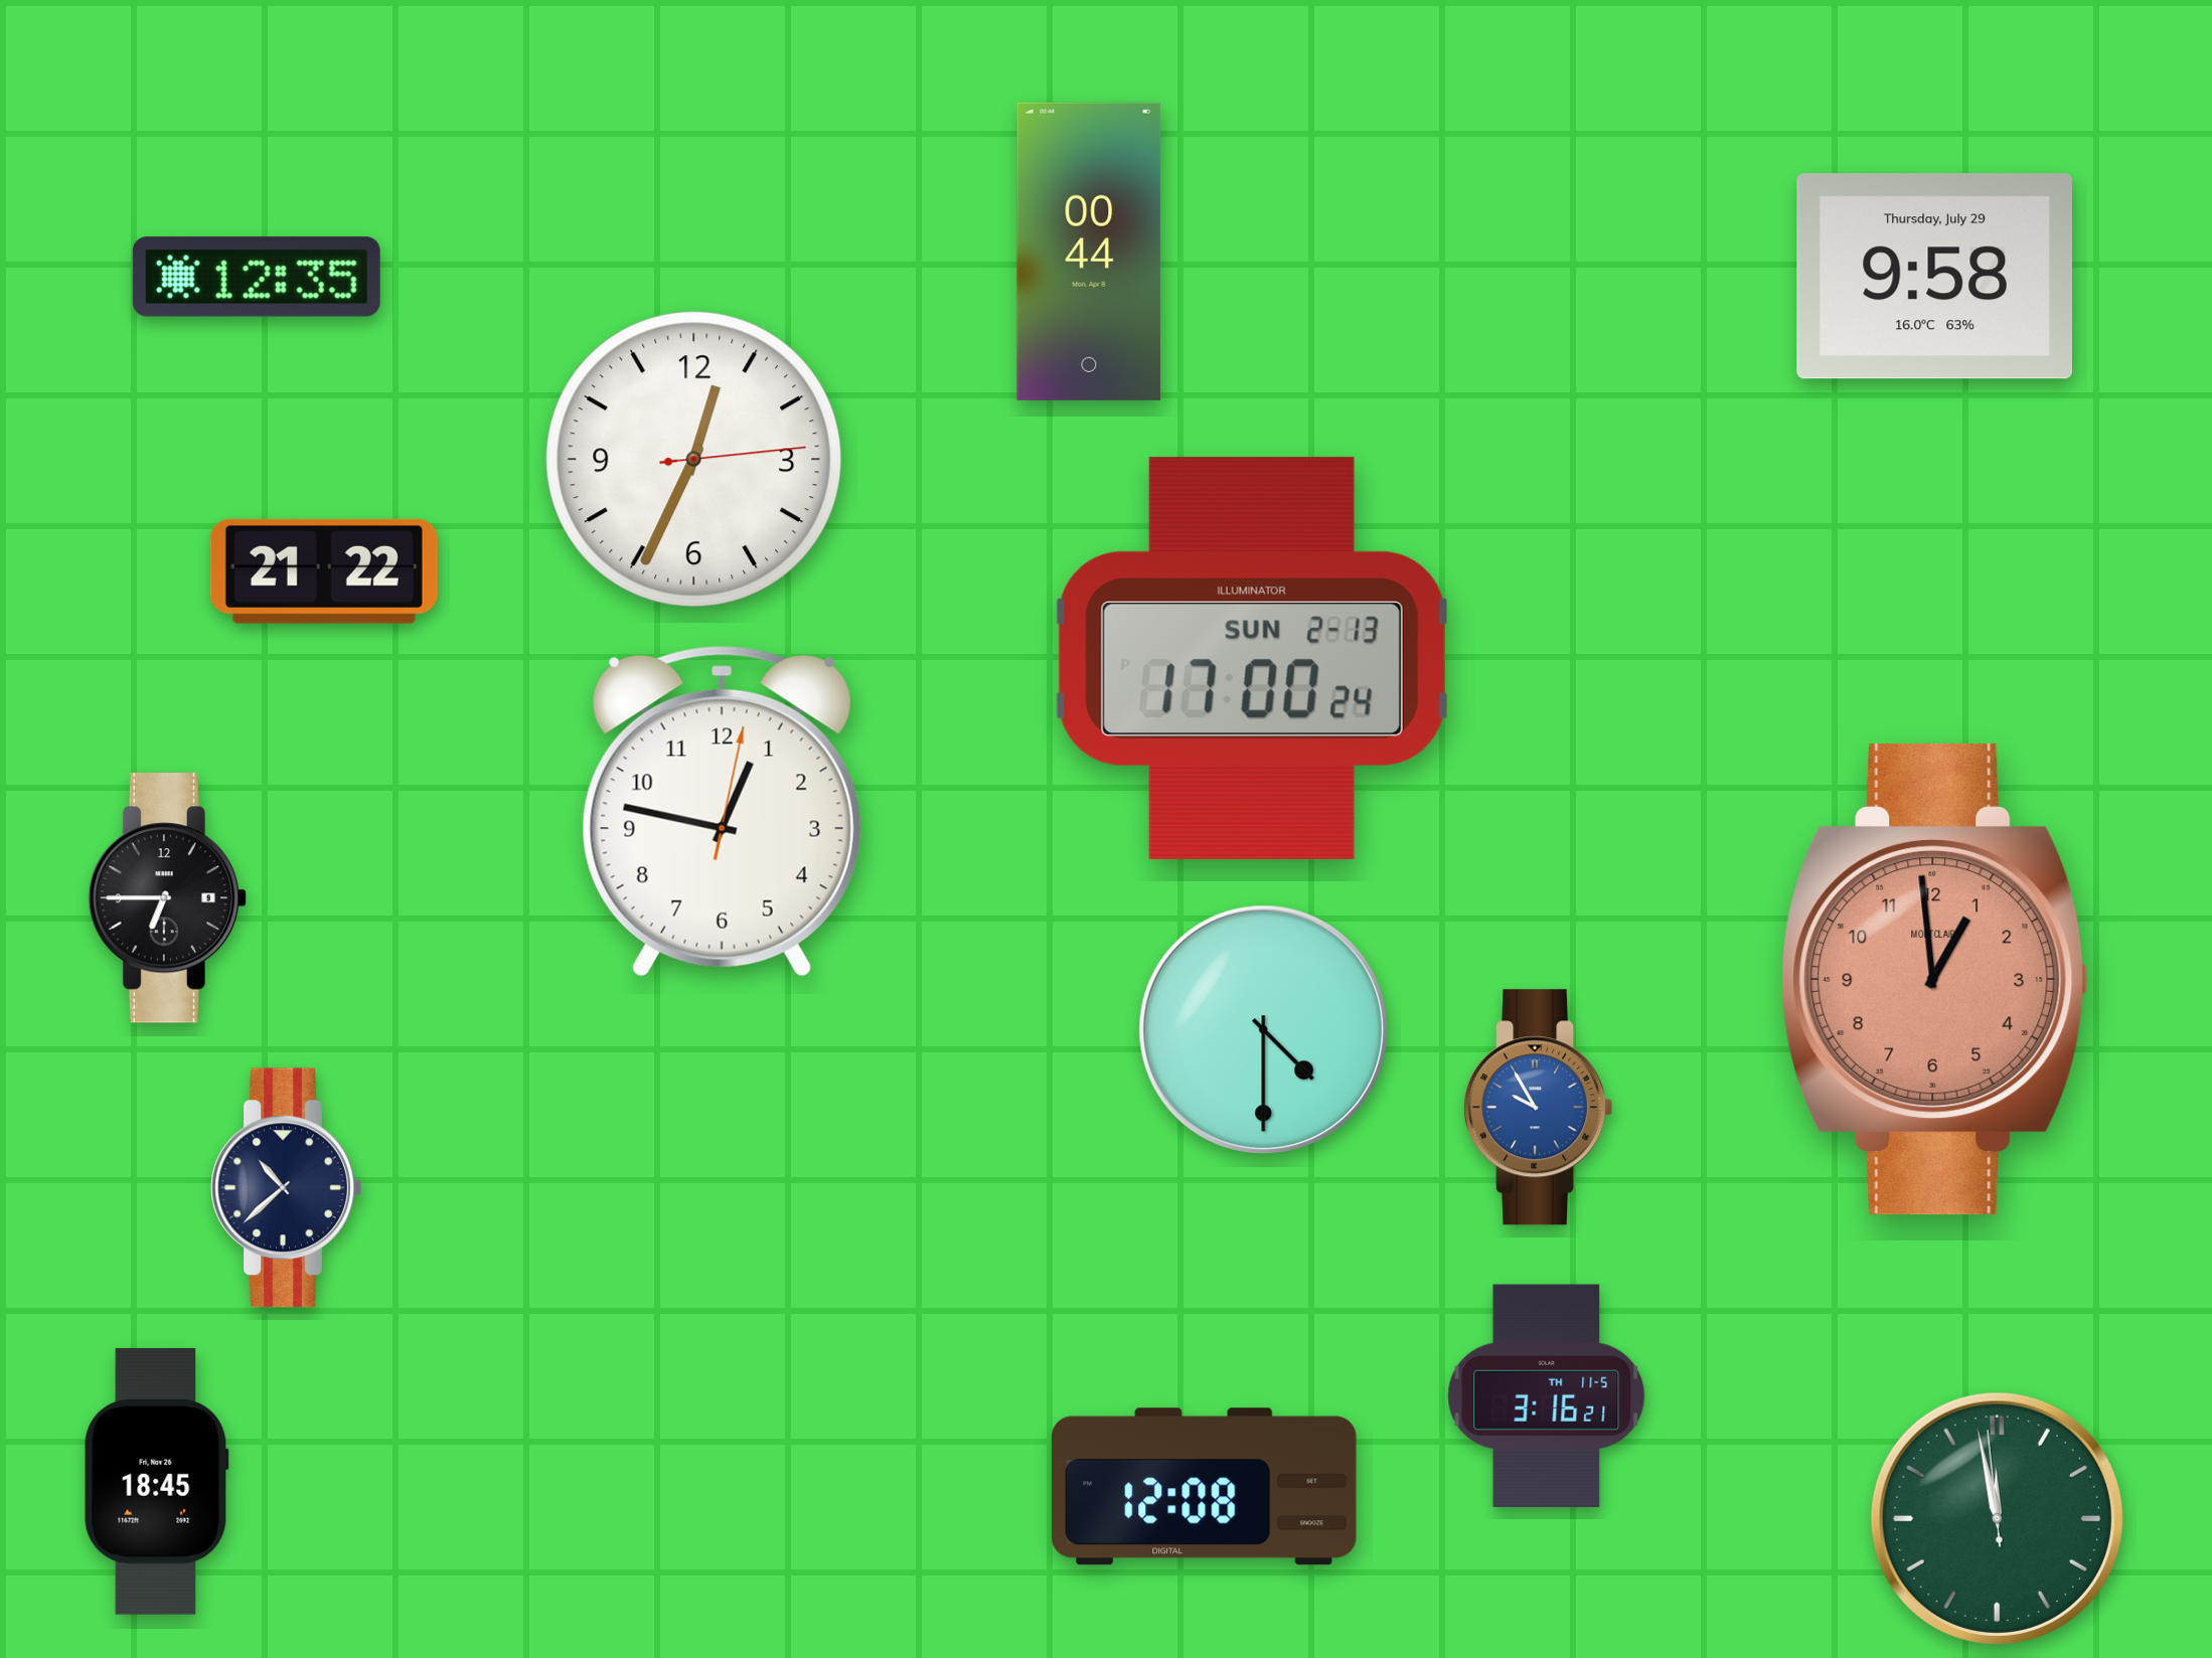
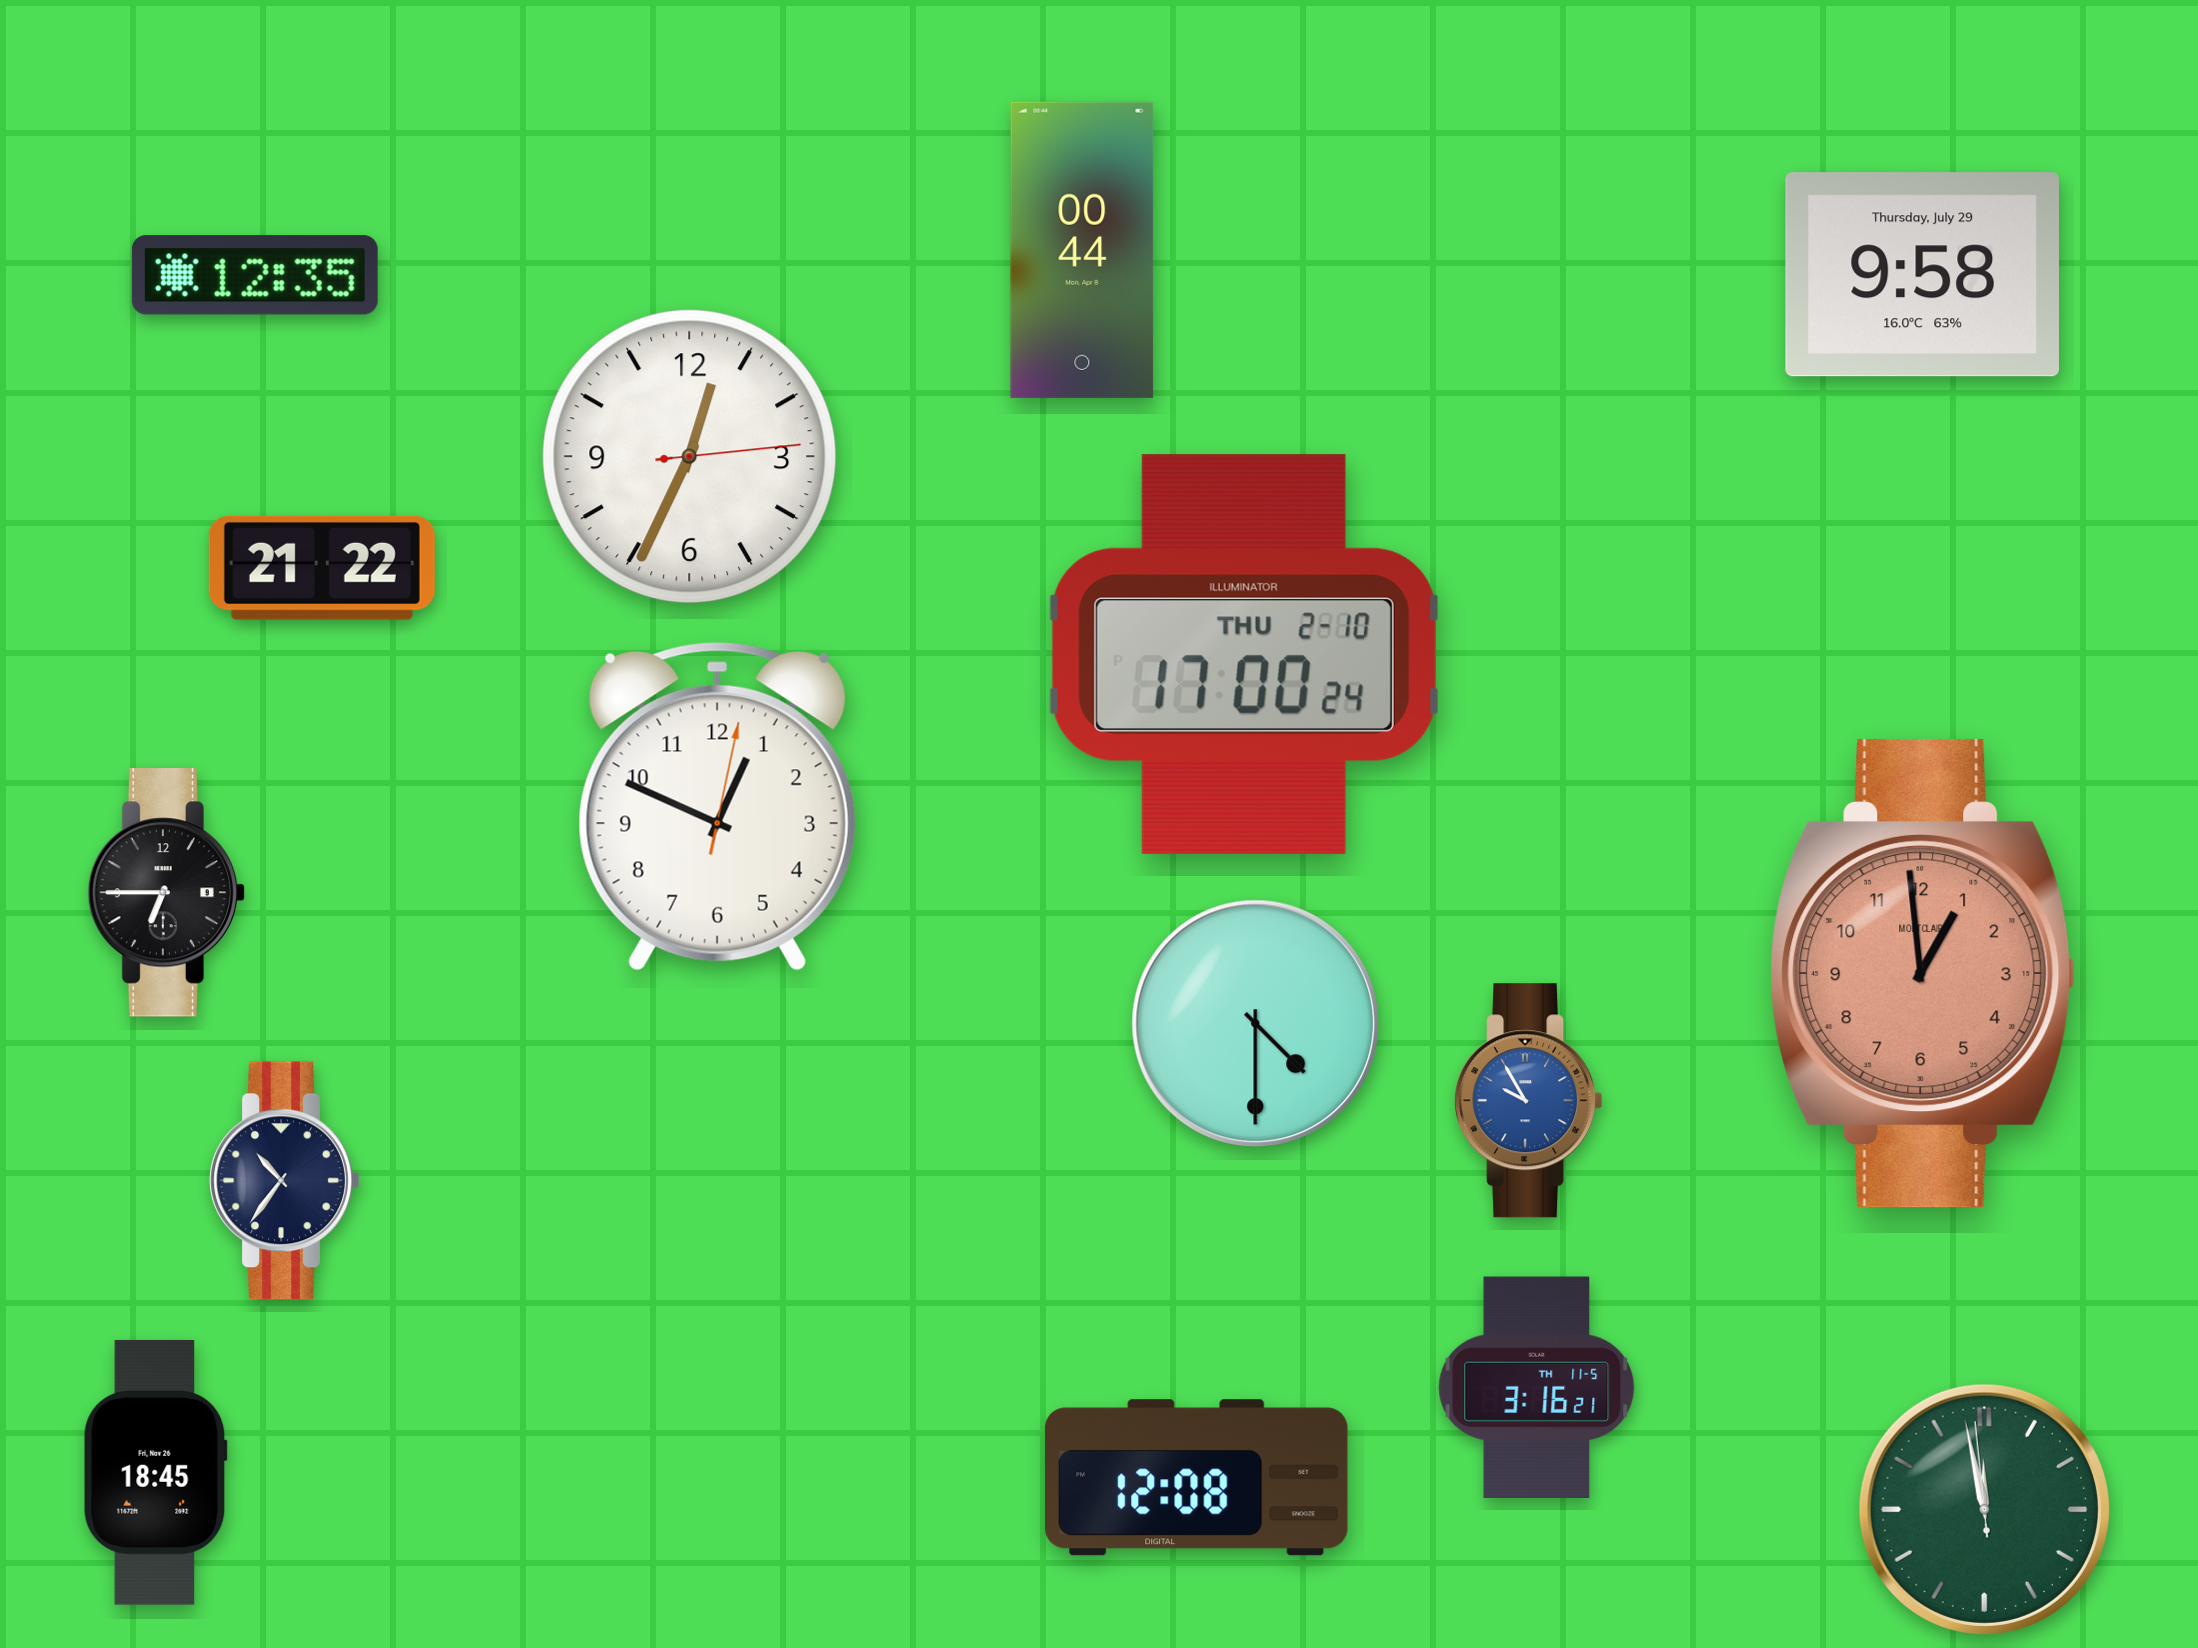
clock at (1252, 658) date: SUN 2-13 -> THU 2-10
clock at (722, 811): 12:47 -> 12:49
clock at (287, 1188): 10:38 -> 10:36
